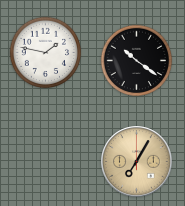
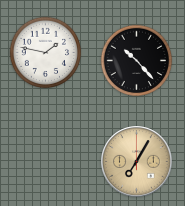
clock at (137, 61): 10:21 -> 10:23
